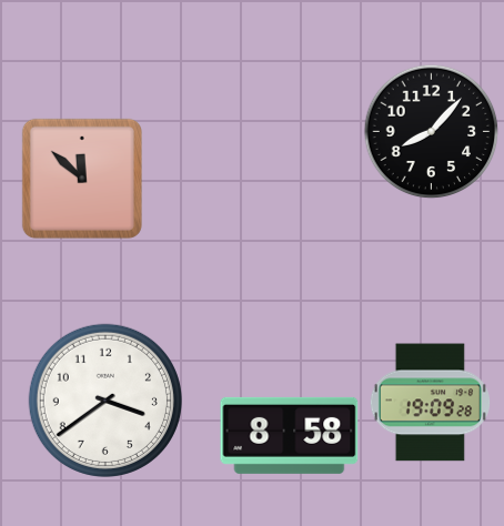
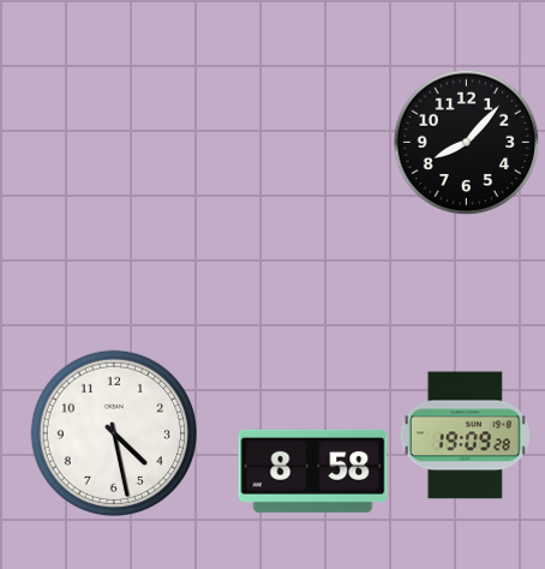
clock at (82, 179): 11:52 -> none
clock at (105, 401): 3:39 -> 4:28
